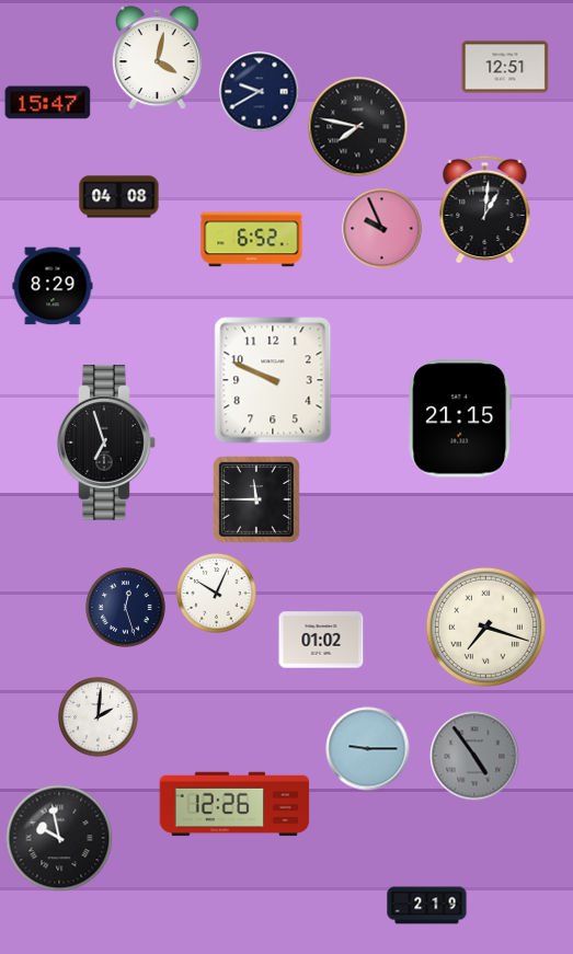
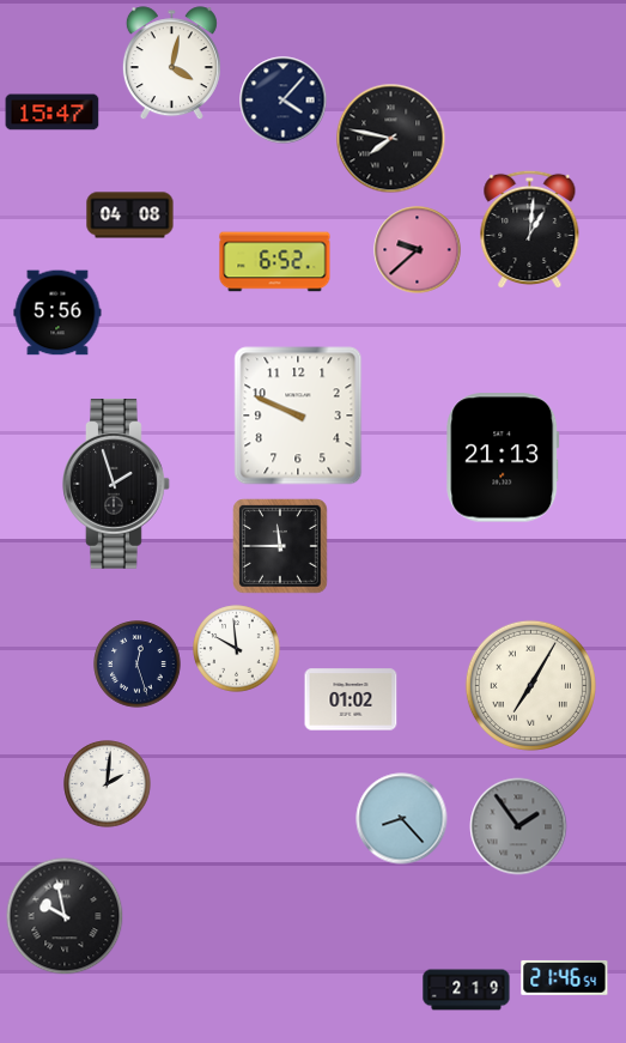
clock at (505, 67): 12:51 -> none
clock at (260, 92): 9:40 -> 4:07
clock at (382, 229): 9:56 -> 9:38
clock at (53, 286): 8:29 -> 5:56
clock at (460, 418): 21:15 -> 21:13
clock at (107, 442): 6:57 -> 1:57
clock at (217, 594): 10:04 -> 9:59
clock at (485, 627): 7:18 -> 7:05
clock at (368, 749): 9:15 -> 8:23
clock at (474, 756): 4:54 -> 1:54
clock at (234, 804): 12:26 -> none
clock at (565, 977): none -> 21:46
